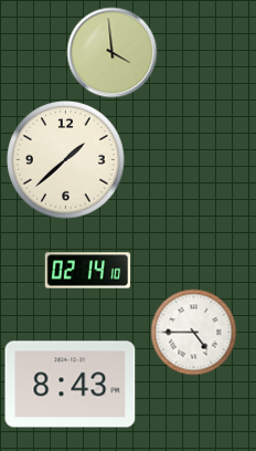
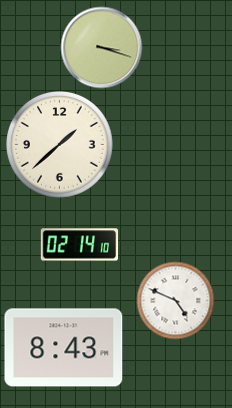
clock at (111, 52): 3:59 -> 3:18
clock at (193, 332): 4:45 -> 4:49
